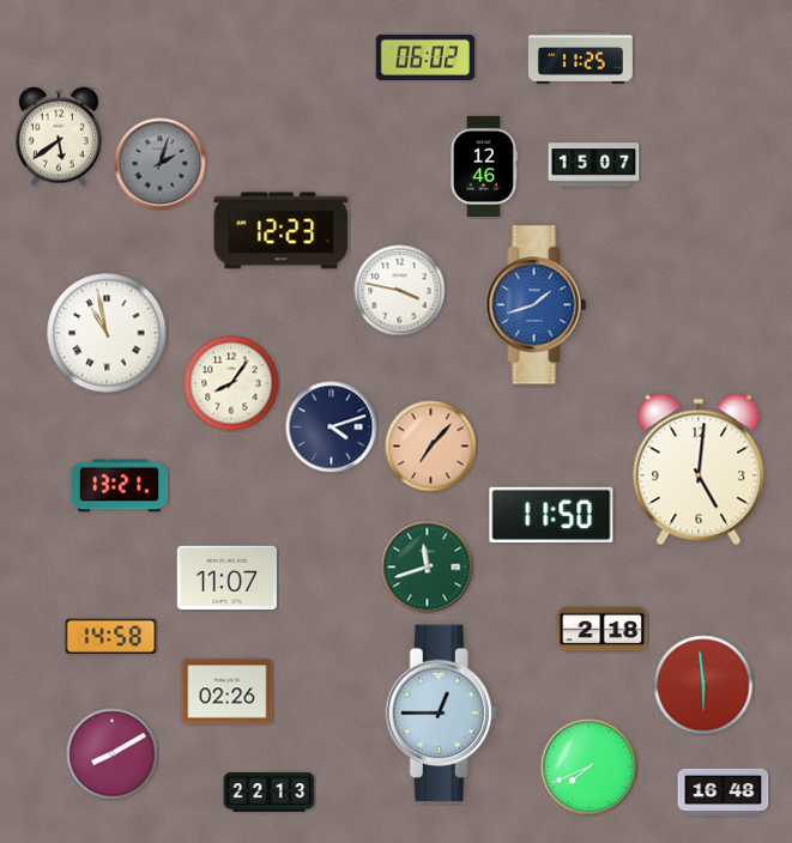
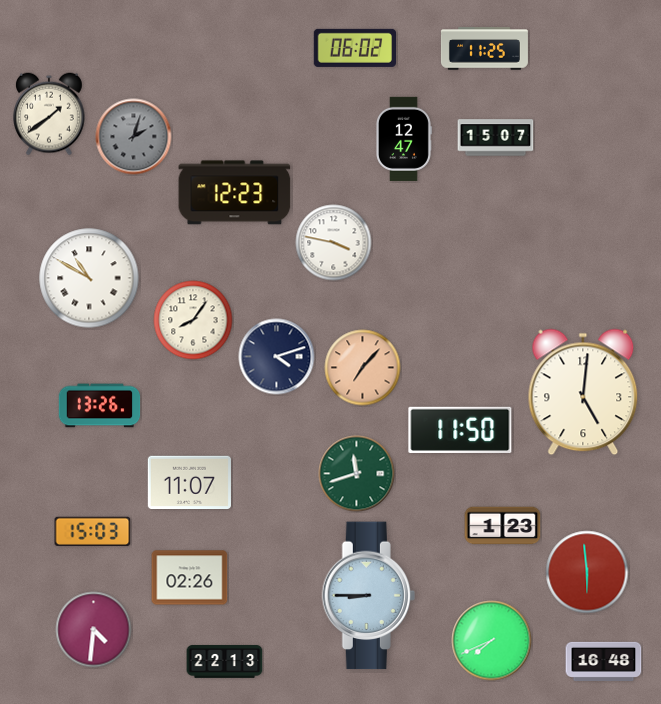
clock at (60, 137): 5:39 -> 1:39
clock at (483, 166): 12:46 -> 12:47
clock at (537, 305): 1:42 -> none
clock at (107, 333): 10:58 -> 10:50
clock at (431, 447) position: (431, 447) -> (363, 368)
clock at (120, 486): 13:21 -> 13:26
clock at (603, 630): 2:18 -> 1:23
clock at (111, 636): 14:58 -> 15:03
clock at (441, 714): 12:45 -> 8:45
clock at (113, 754): 8:10 -> 4:31
